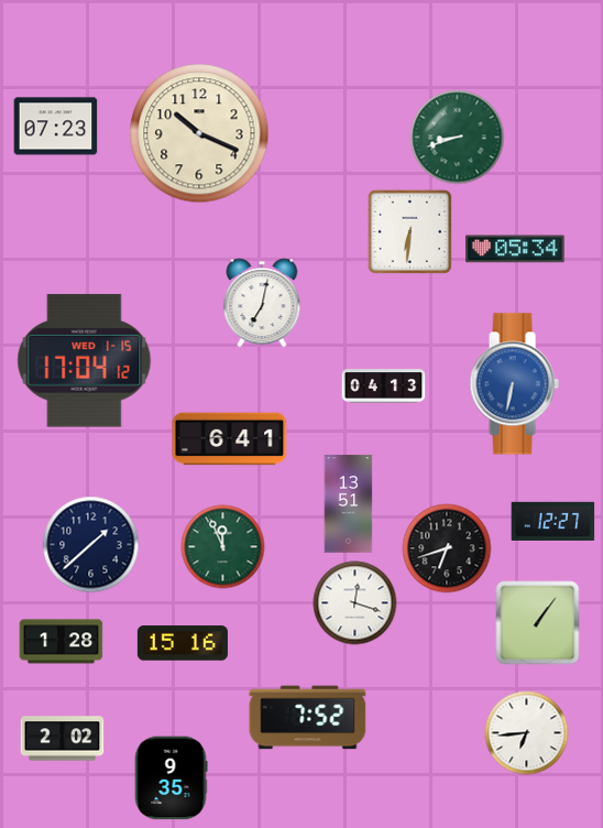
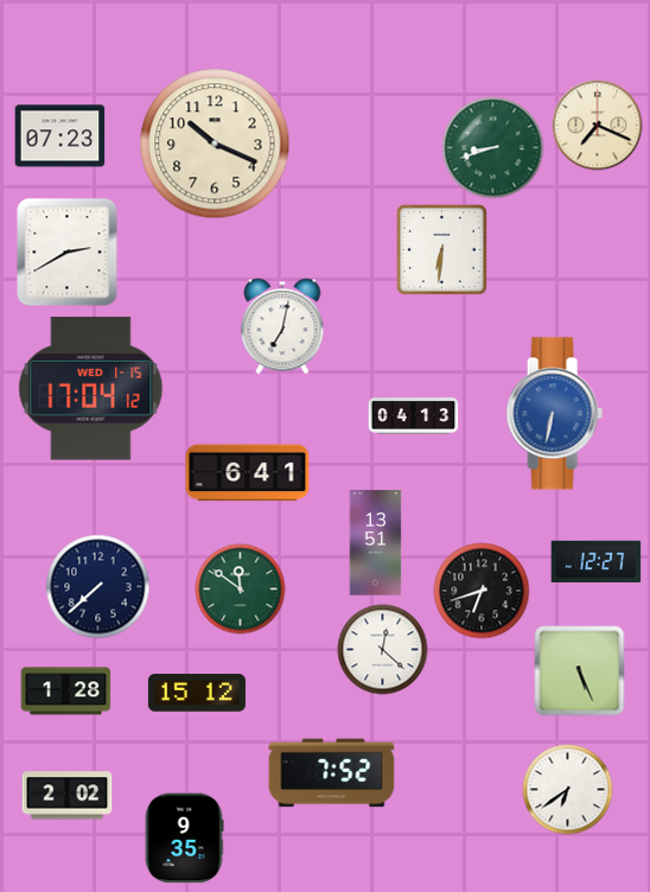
clock at (598, 126): none -> 7:19
clock at (68, 253): none -> 2:40
clock at (515, 249): 05:34 -> none
clock at (91, 545): 1:38 -> 7:38
clock at (223, 547): 11:56 -> 11:51
clock at (355, 603): 12:18 -> 12:22
clock at (538, 623): 1:06 -> 5:26
clock at (183, 643): 15:16 -> 15:12
clock at (527, 733): 6:44 -> 6:39
